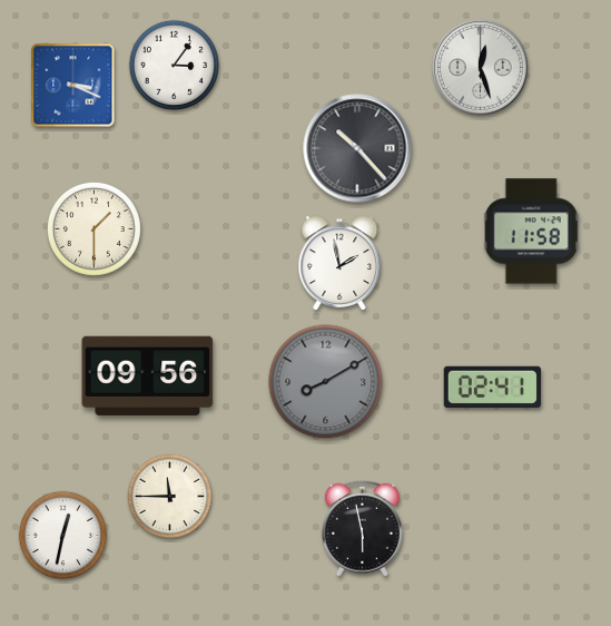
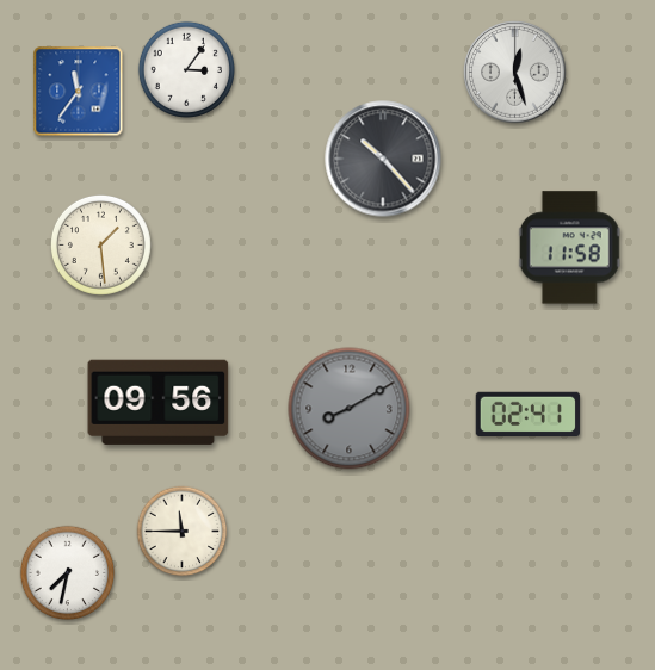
clock at (73, 86): 3:19 -> 11:36
clock at (93, 228): 1:30 -> 1:29
clock at (339, 263): 1:58 -> none
clock at (362, 528): 5:58 -> none
clock at (63, 536): 12:32 -> 7:32
